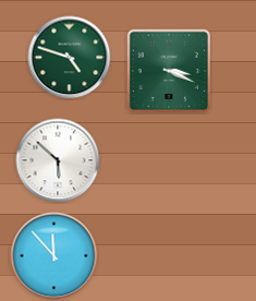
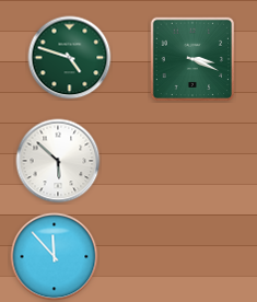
clock at (168, 70) position: (168, 70) -> (191, 58)
